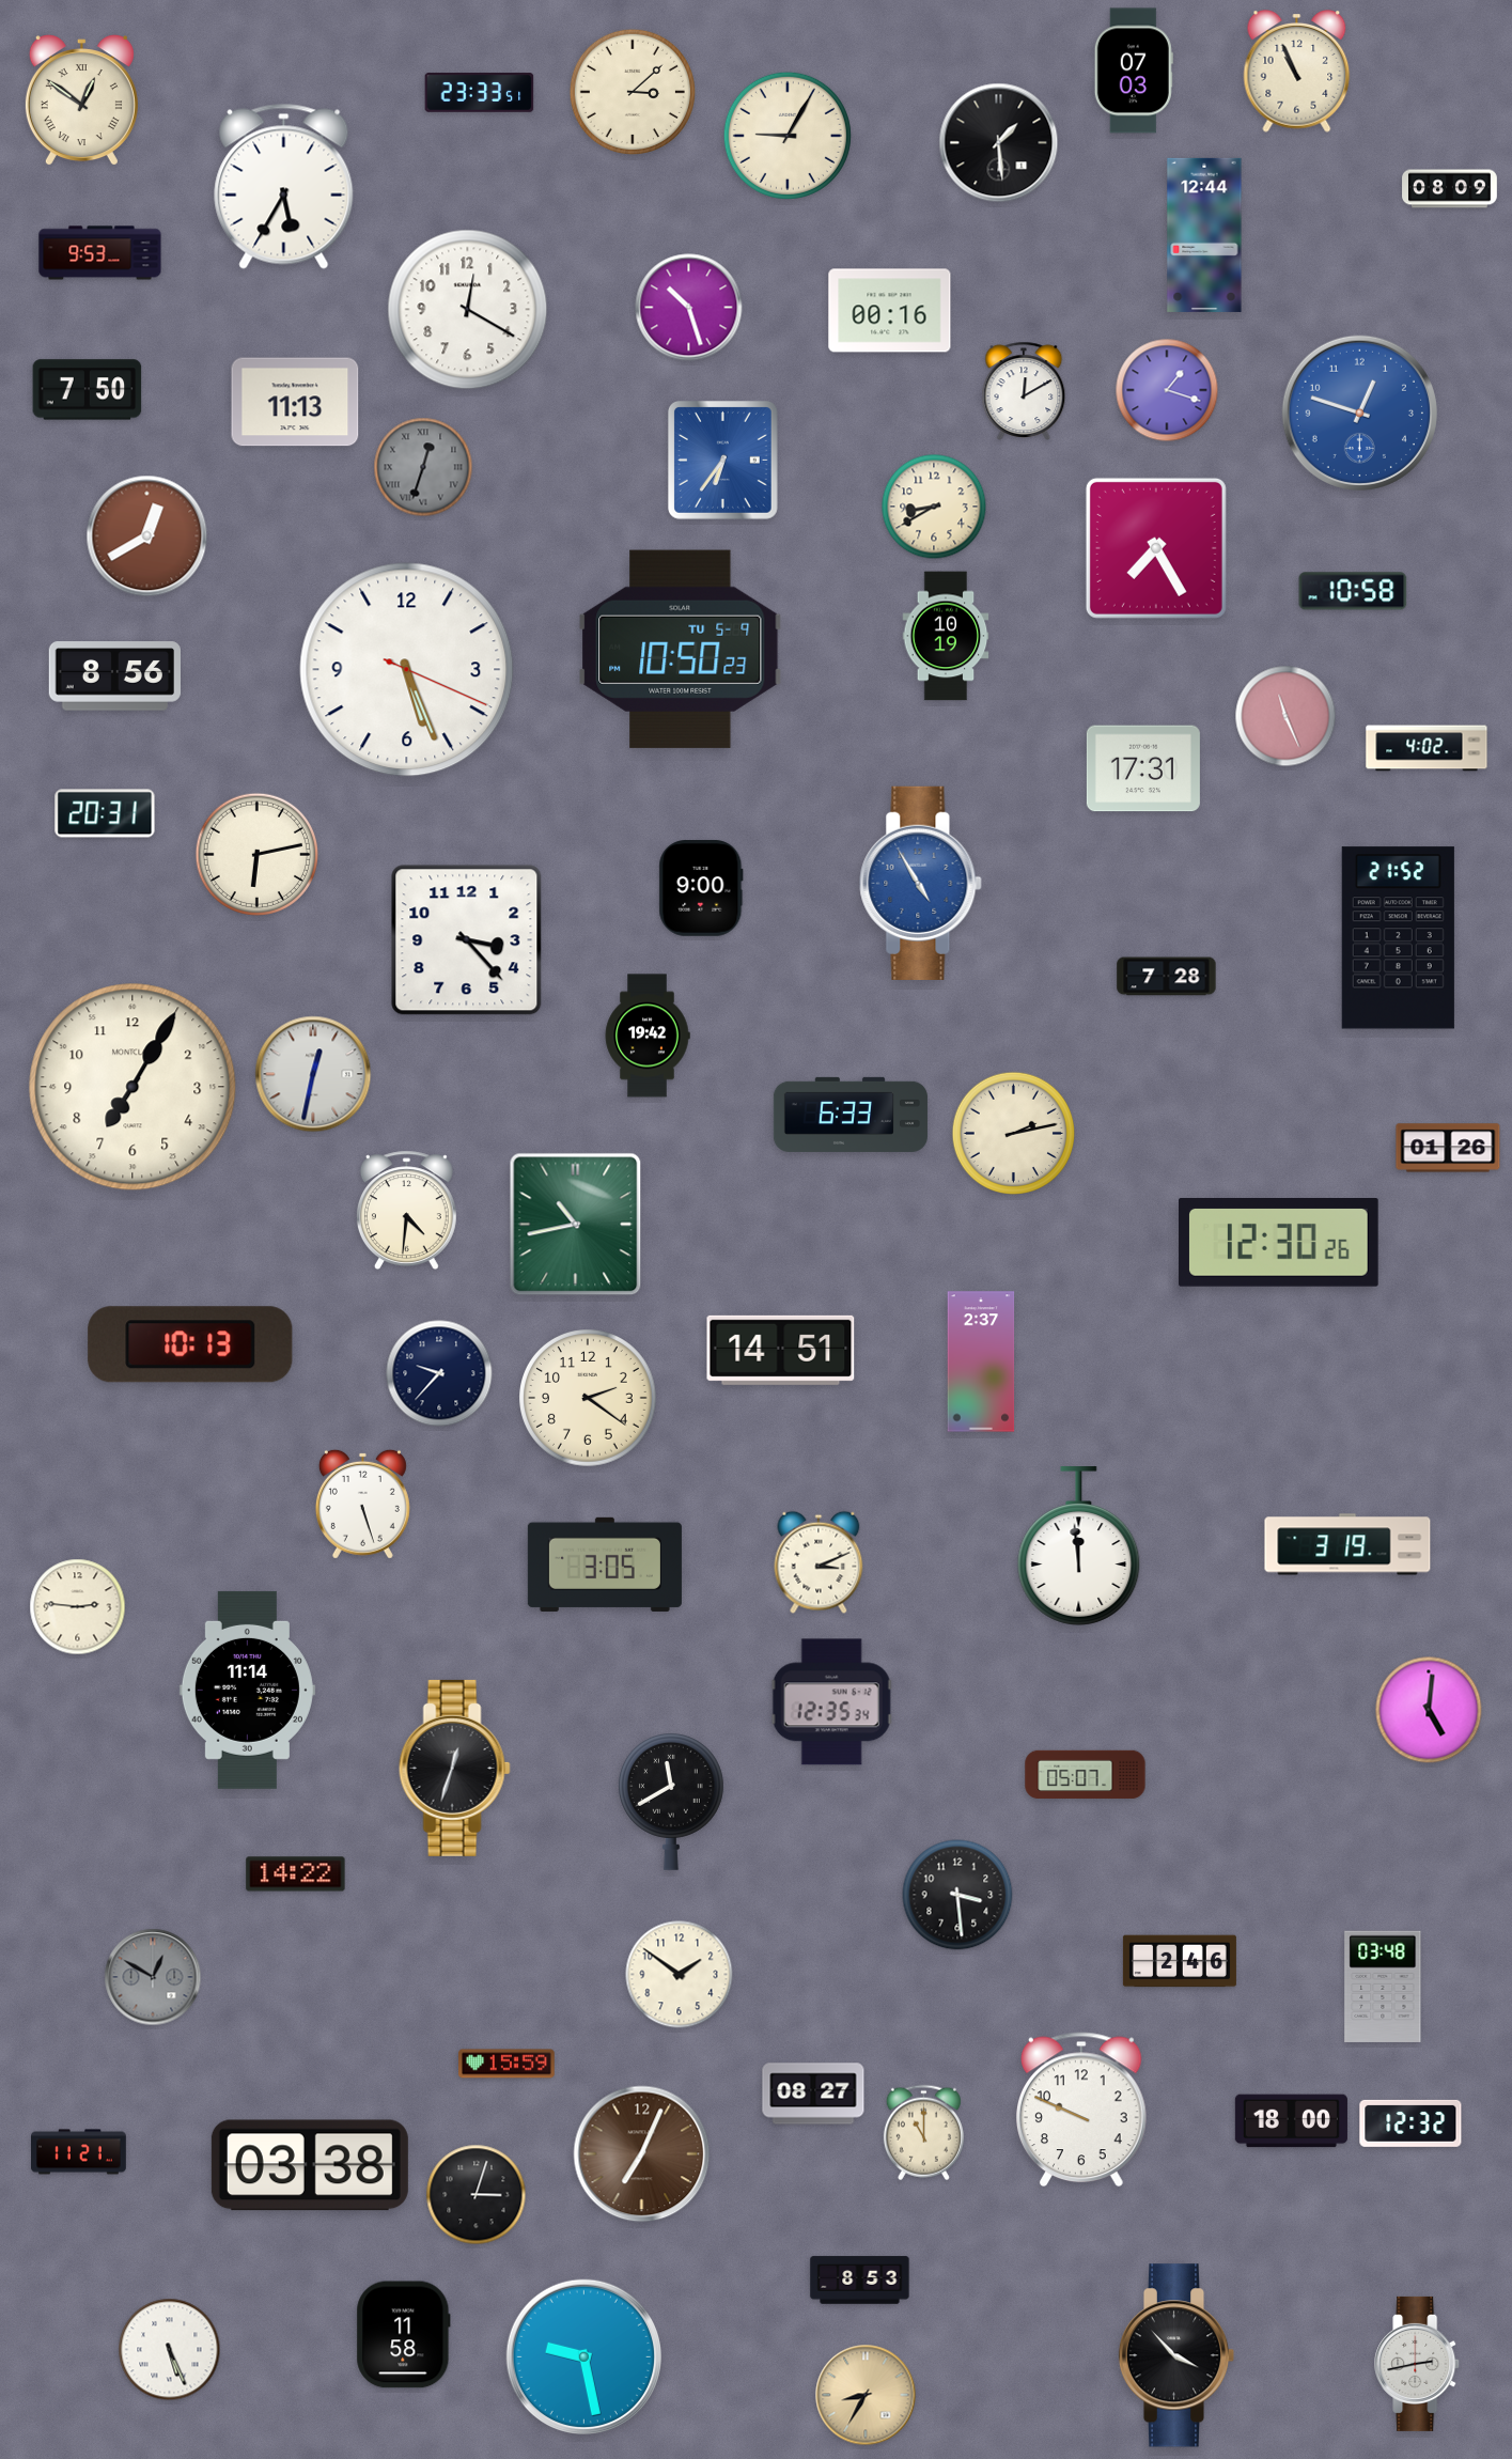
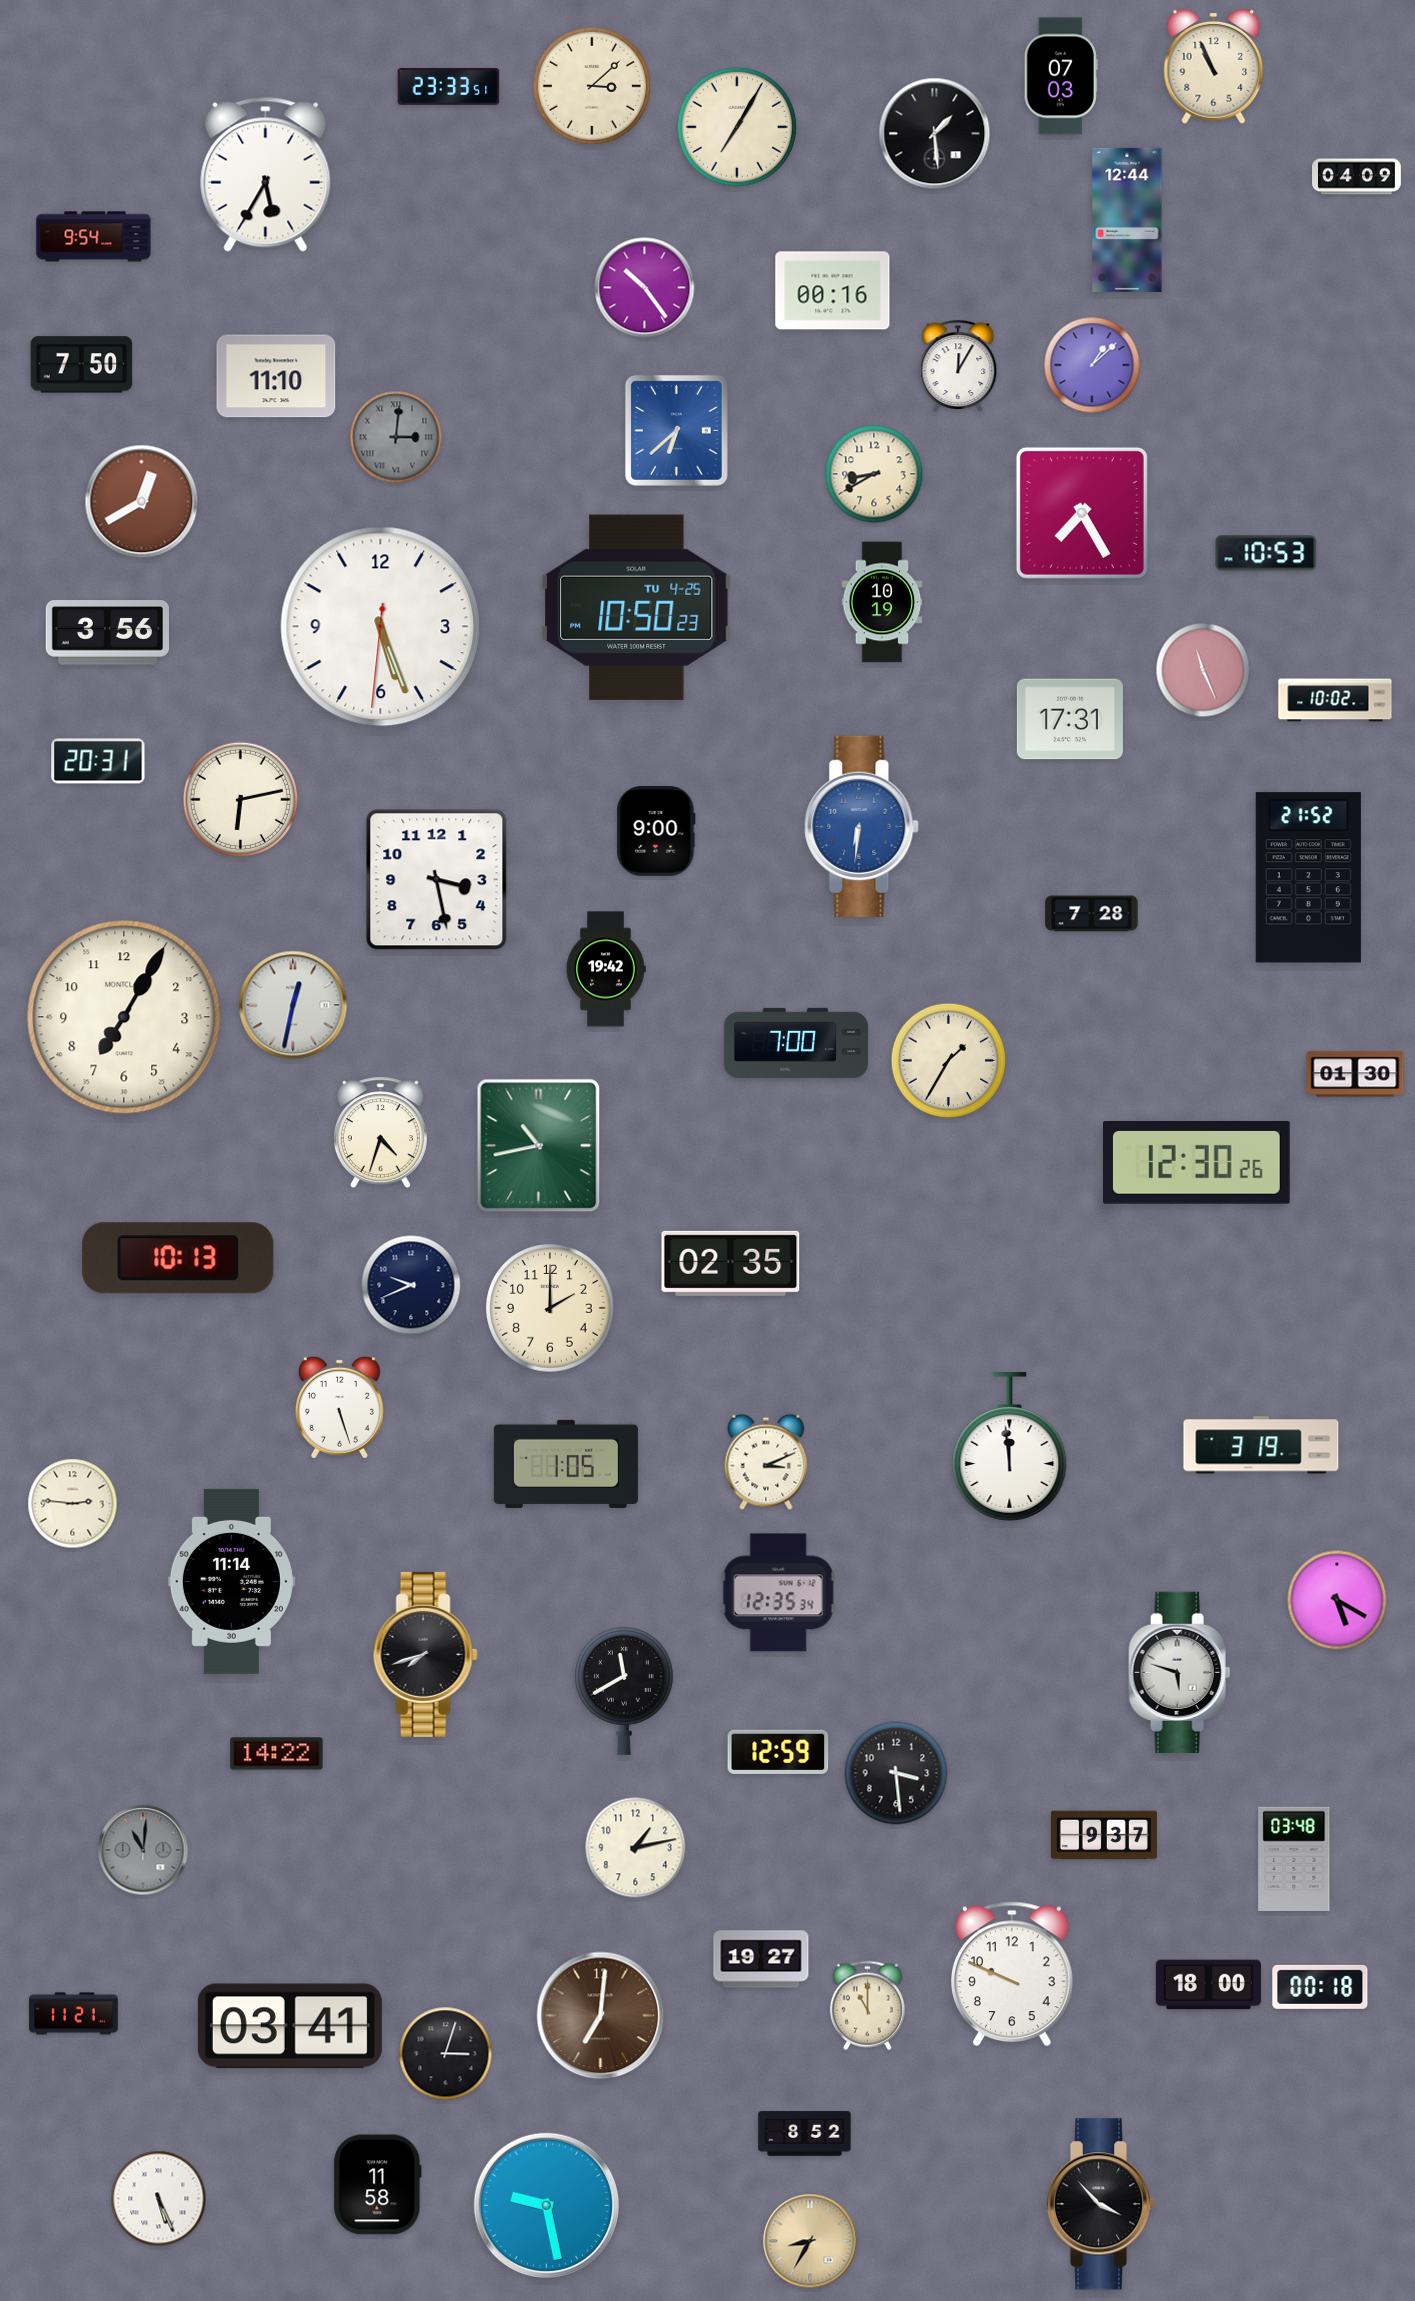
clock at (1134, 71) position: (1134, 71) -> (1061, 76)
clock at (81, 100): 12:51 -> none
clock at (788, 136): 9:05 -> 7:05
clock at (1450, 189): 08:09 -> 04:09
clock at (100, 253): 9:53 -> 9:54
clock at (689, 308): 10:27 -> 10:24
clock at (468, 310): 12:20 -> none
clock at (1167, 390): 1:18 -> 1:08
clock at (1024, 391): 12:10 -> 12:05
clock at (295, 402): 11:13 -> 11:10
clock at (1359, 413): 12:48 -> none
clock at (722, 460): 6:36 -> 6:38
clock at (423, 467): 12:33 -> 3:01
clock at (147, 536) position: (147, 536) -> (142, 502)
clock at (1353, 591): 10:58 -> 10:53
clock at (946, 636) position: (946, 636) -> (882, 602)
clock at (681, 649) date: TU 5-9 -> TU 4-25
clock at (407, 670): 5:26:19 -> 5:26:31
clock at (114, 676): 8:56 -> 3:56
clock at (1427, 748): 4:02 -> 10:02
clock at (921, 883): 4:55 -> 6:31
clock at (467, 940): 3:23 -> 3:28
clock at (851, 1115): 6:33 -> 7:00
clock at (1014, 1134): 2:13 -> 1:35
clock at (1448, 1148): 01:26 -> 01:30
clock at (406, 1211): 4:31 -> 4:33
clock at (781, 1350): 14:51 -> 02:35
clock at (981, 1361): 2:37 -> none
clock at (439, 1373): 9:37 -> 9:41
clock at (589, 1399): 2:21 -> 2:00
clock at (605, 1565): 3:05 -> 1:05
clock at (1429, 1710): 5:01 -> 5:20
clock at (454, 1768): 12:33 -> 7:42
clock at (1086, 1775): 05:07 -> none
clock at (1180, 1672): none -> 5:48
clock at (671, 1802) position: (671, 1802) -> (624, 1691)
clock at (778, 1752): none -> 12:59
clock at (1180, 1961): 2:46 -> 9:37
clock at (680, 1975): 1:51 -> 1:13
clock at (153, 1977): 12:50 -> 11:01
clock at (506, 2064): 15:59 -> none
clock at (813, 2094): 08:27 -> 19:27
clock at (1410, 2123): 12:32 -> 00:18
clock at (923, 2133) position: (923, 2133) -> (867, 2006)
clock at (642, 2154): 7:04 -> 7:01
clock at (310, 2165): 03:38 -> 03:41
clock at (860, 2281): 8:53 -> 8:52
clock at (1418, 2364): 2:43 -> none
